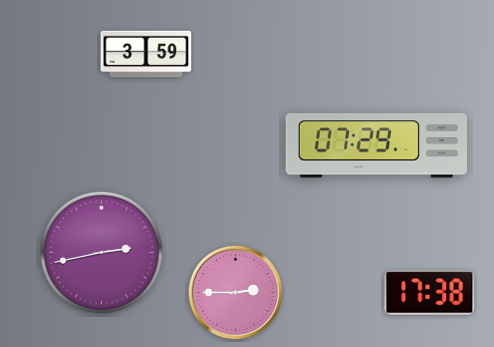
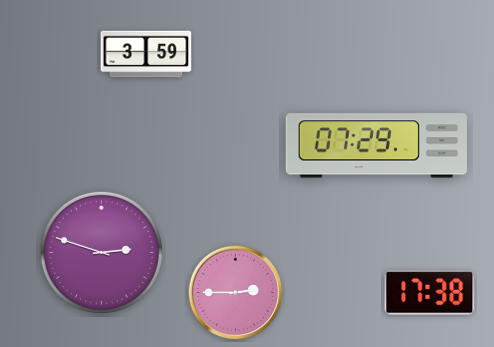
clock at (101, 252): 2:43 -> 2:48
